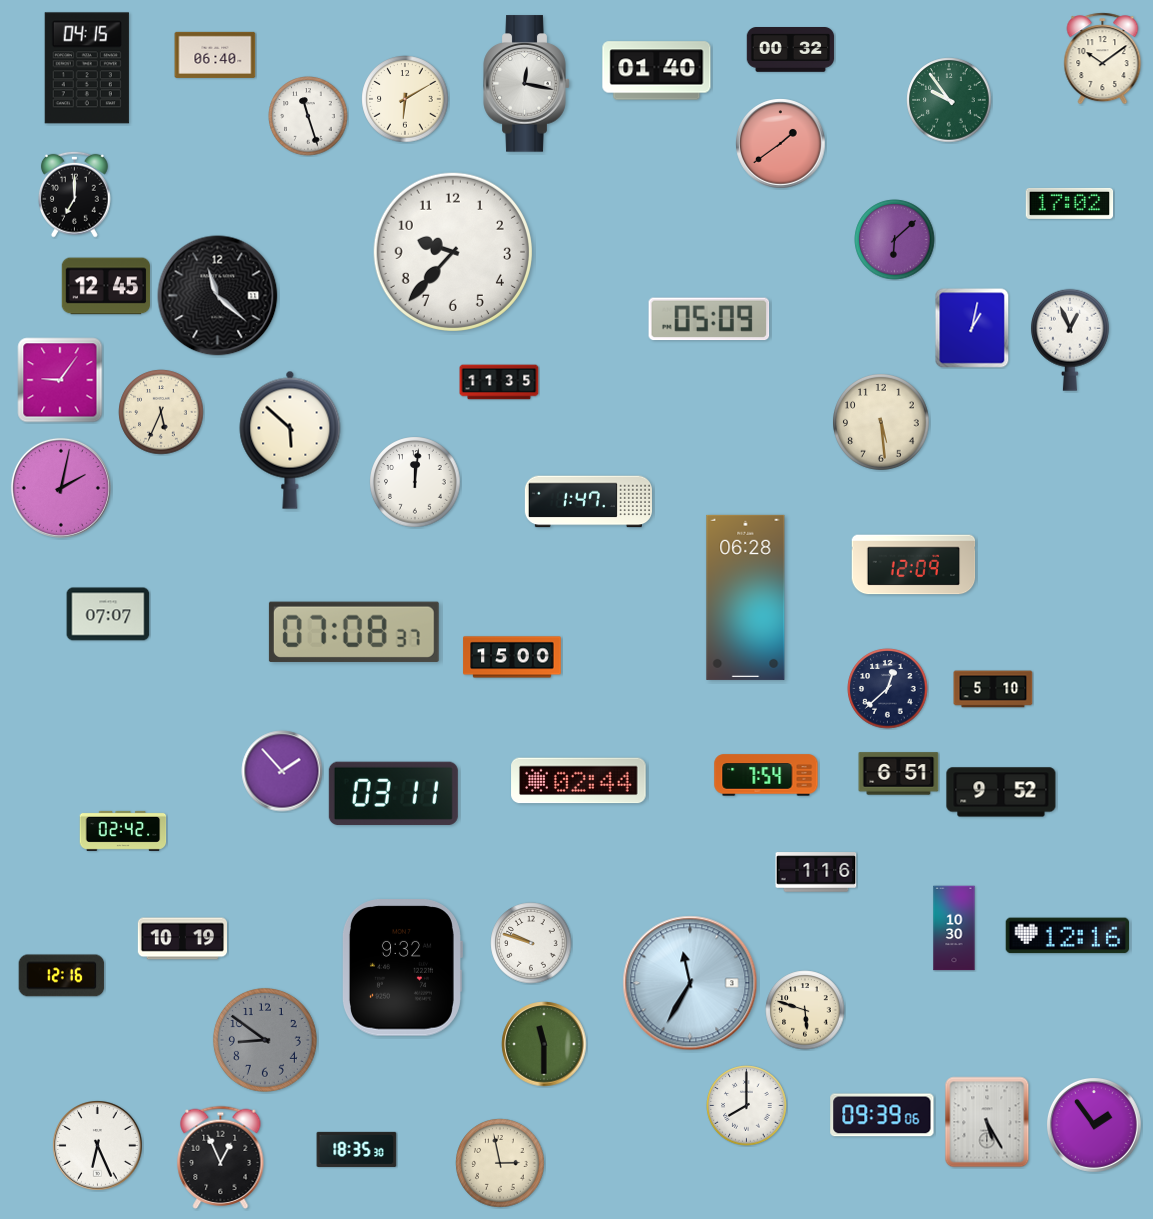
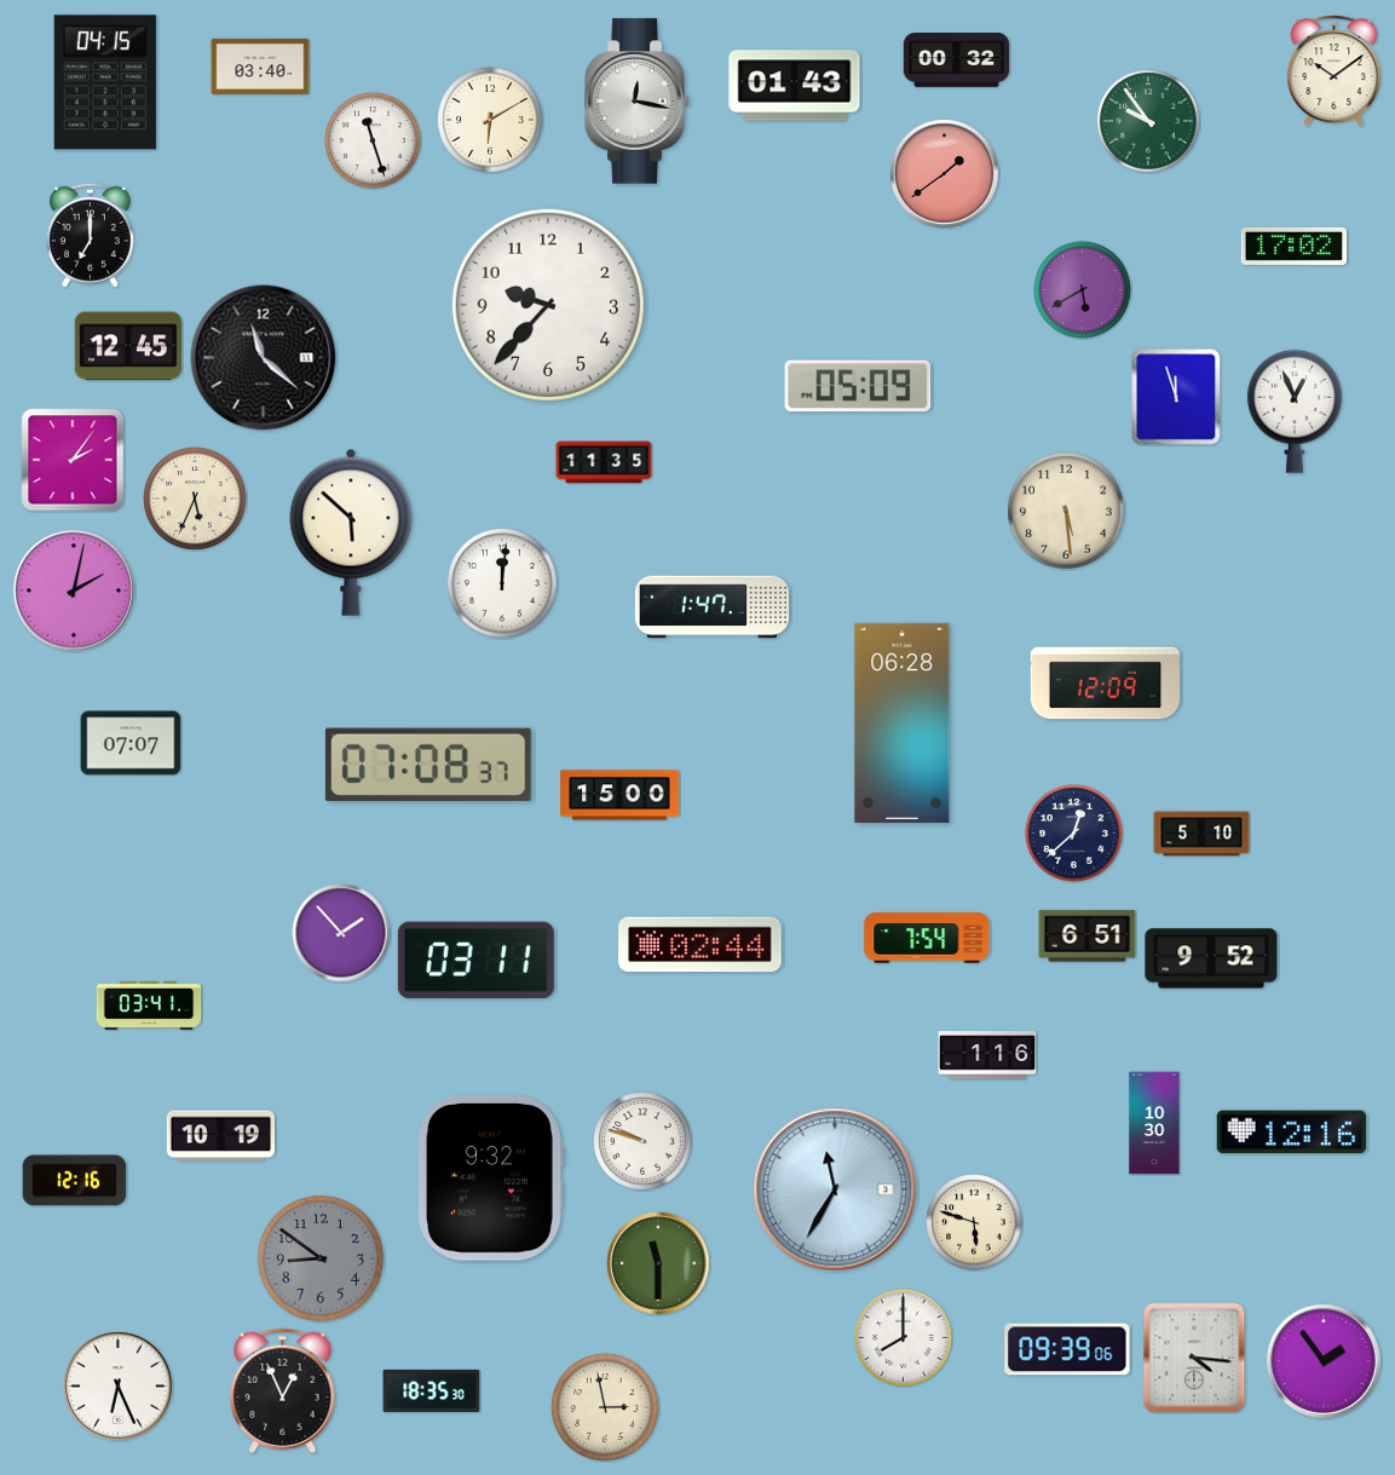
clock at (215, 55): 06:40 -> 03:40
clock at (657, 71): 01:40 -> 01:43
clock at (895, 240): 6:08 -> 5:40
clock at (972, 328): 1:02 -> 11:57
clock at (60, 380): 9:06 -> 2:06
clock at (123, 831): 02:42 -> 03:41
clock at (402, 968) position: (402, 968) -> (490, 1179)
clock at (987, 1122): 5:25 -> 4:16
clock at (221, 1158) position: (221, 1158) -> (283, 1392)
